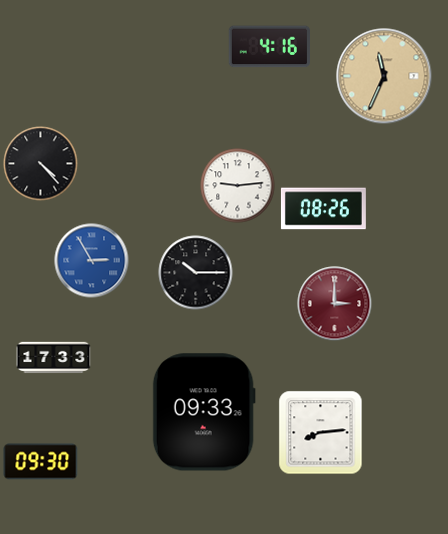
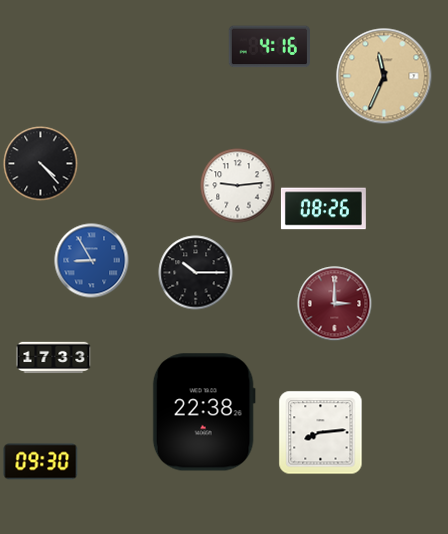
clock at (92, 261): 2:55 -> 8:55
clock at (204, 412): 09:33 -> 22:38
